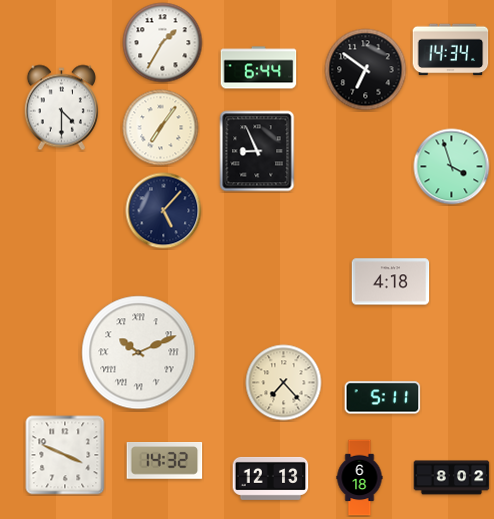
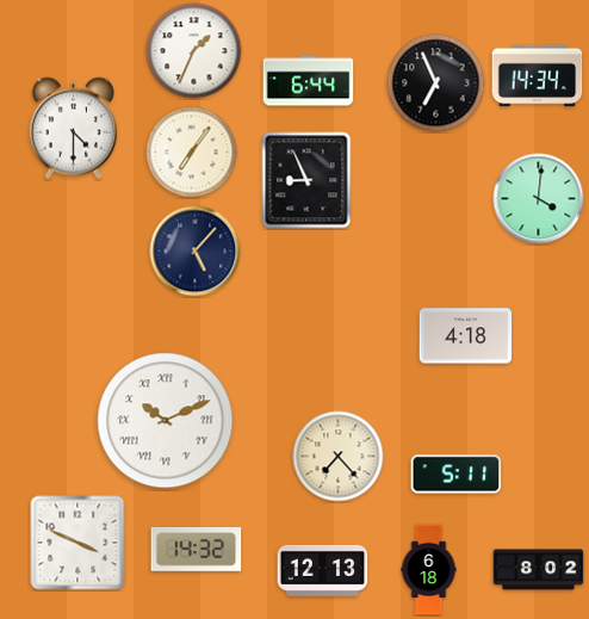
clock at (163, 43): 1:35 -> 1:34
clock at (451, 50) position: (451, 50) -> (538, 76)
clock at (366, 70): 6:51 -> 6:56
clock at (452, 167): 3:57 -> 4:01
